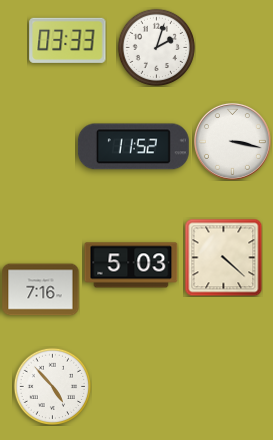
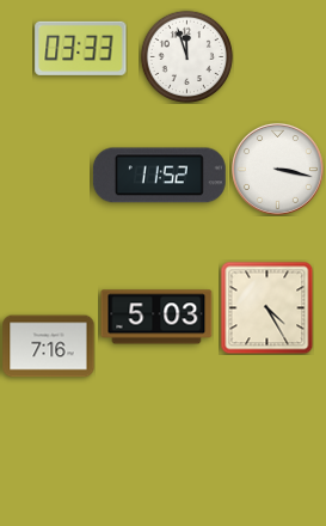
clock at (156, 47): 2:03 -> 11:57
clock at (223, 257): 4:22 -> 4:25
clock at (52, 386): 4:53 -> none
